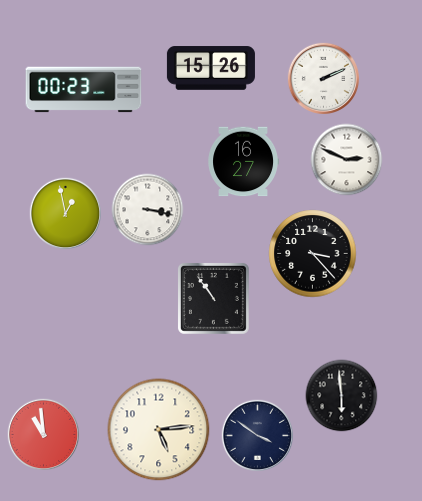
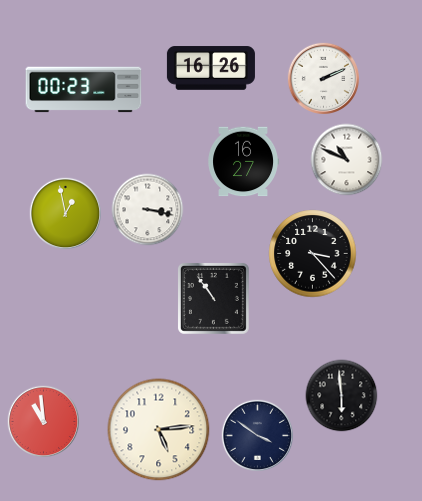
clock at (211, 68): 15:26 -> 16:26
clock at (347, 160): 2:49 -> 10:49
clock at (43, 434) position: (43, 434) -> (43, 421)
